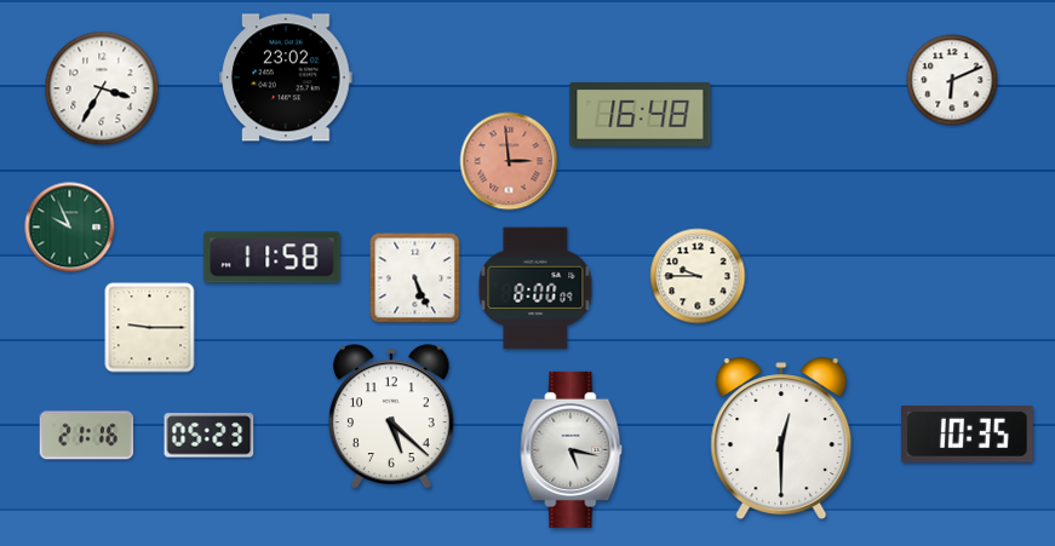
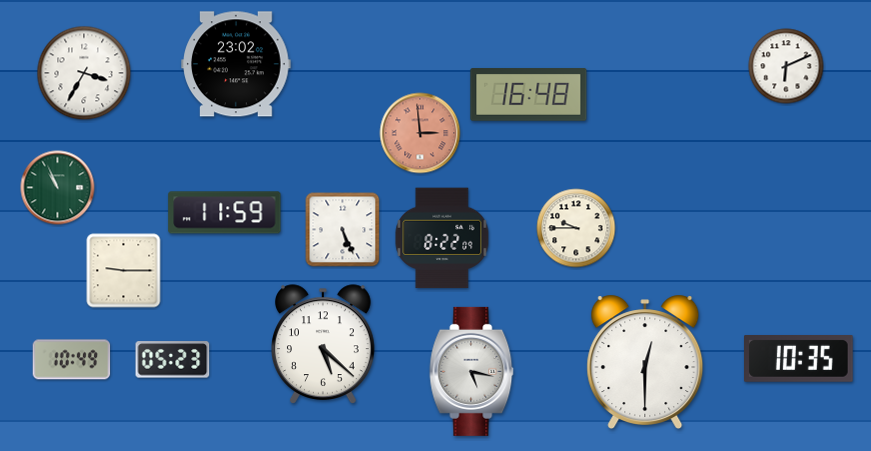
clock at (70, 228): 9:56 -> 10:56
clock at (273, 258): 11:58 -> 11:59
clock at (535, 288): 8:00 -> 8:22
clock at (87, 436): 21:16 -> 10:49
